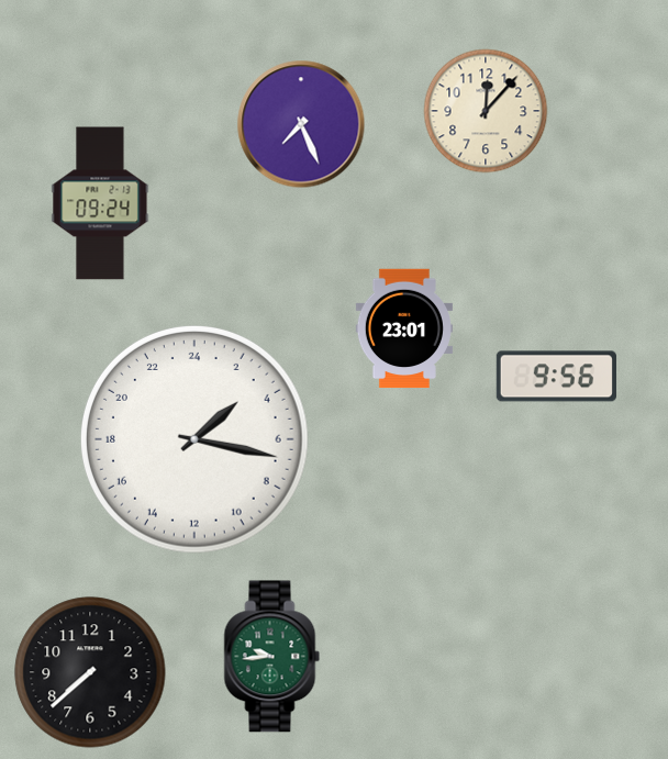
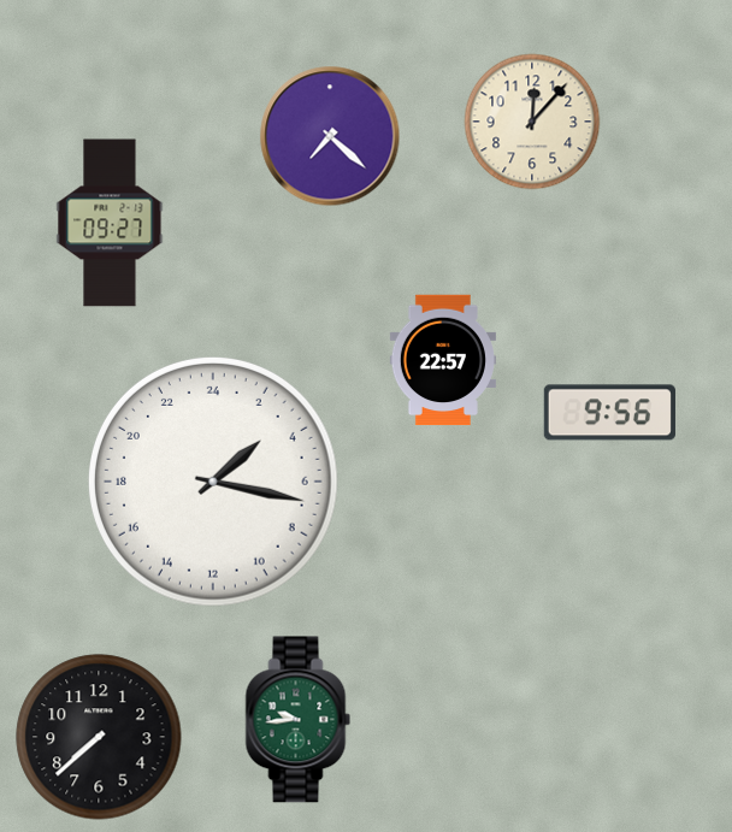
clock at (301, 124): 7:26 -> 7:22
clock at (100, 203): 09:24 -> 09:27
clock at (404, 328): 23:01 -> 22:57
